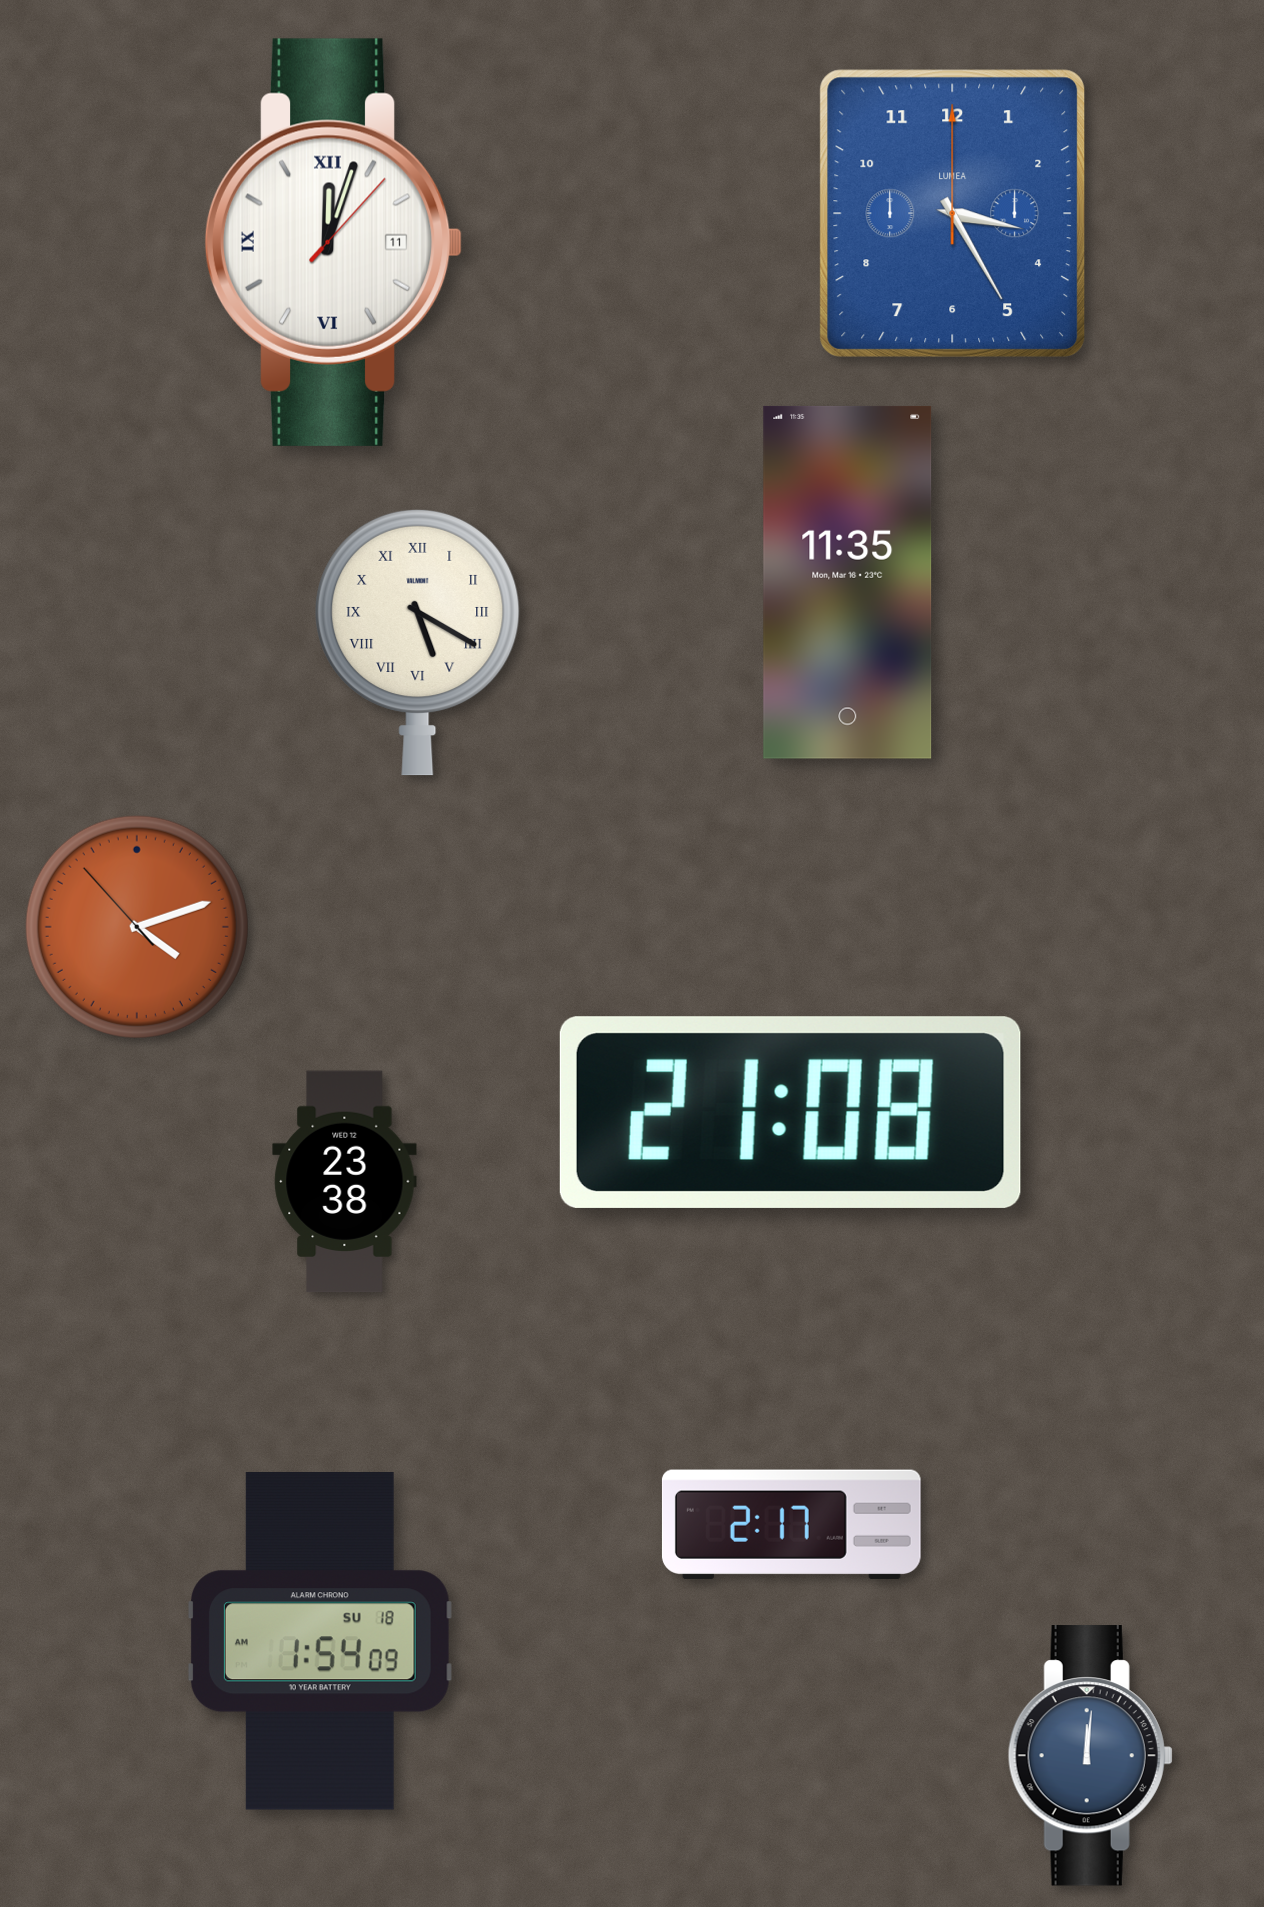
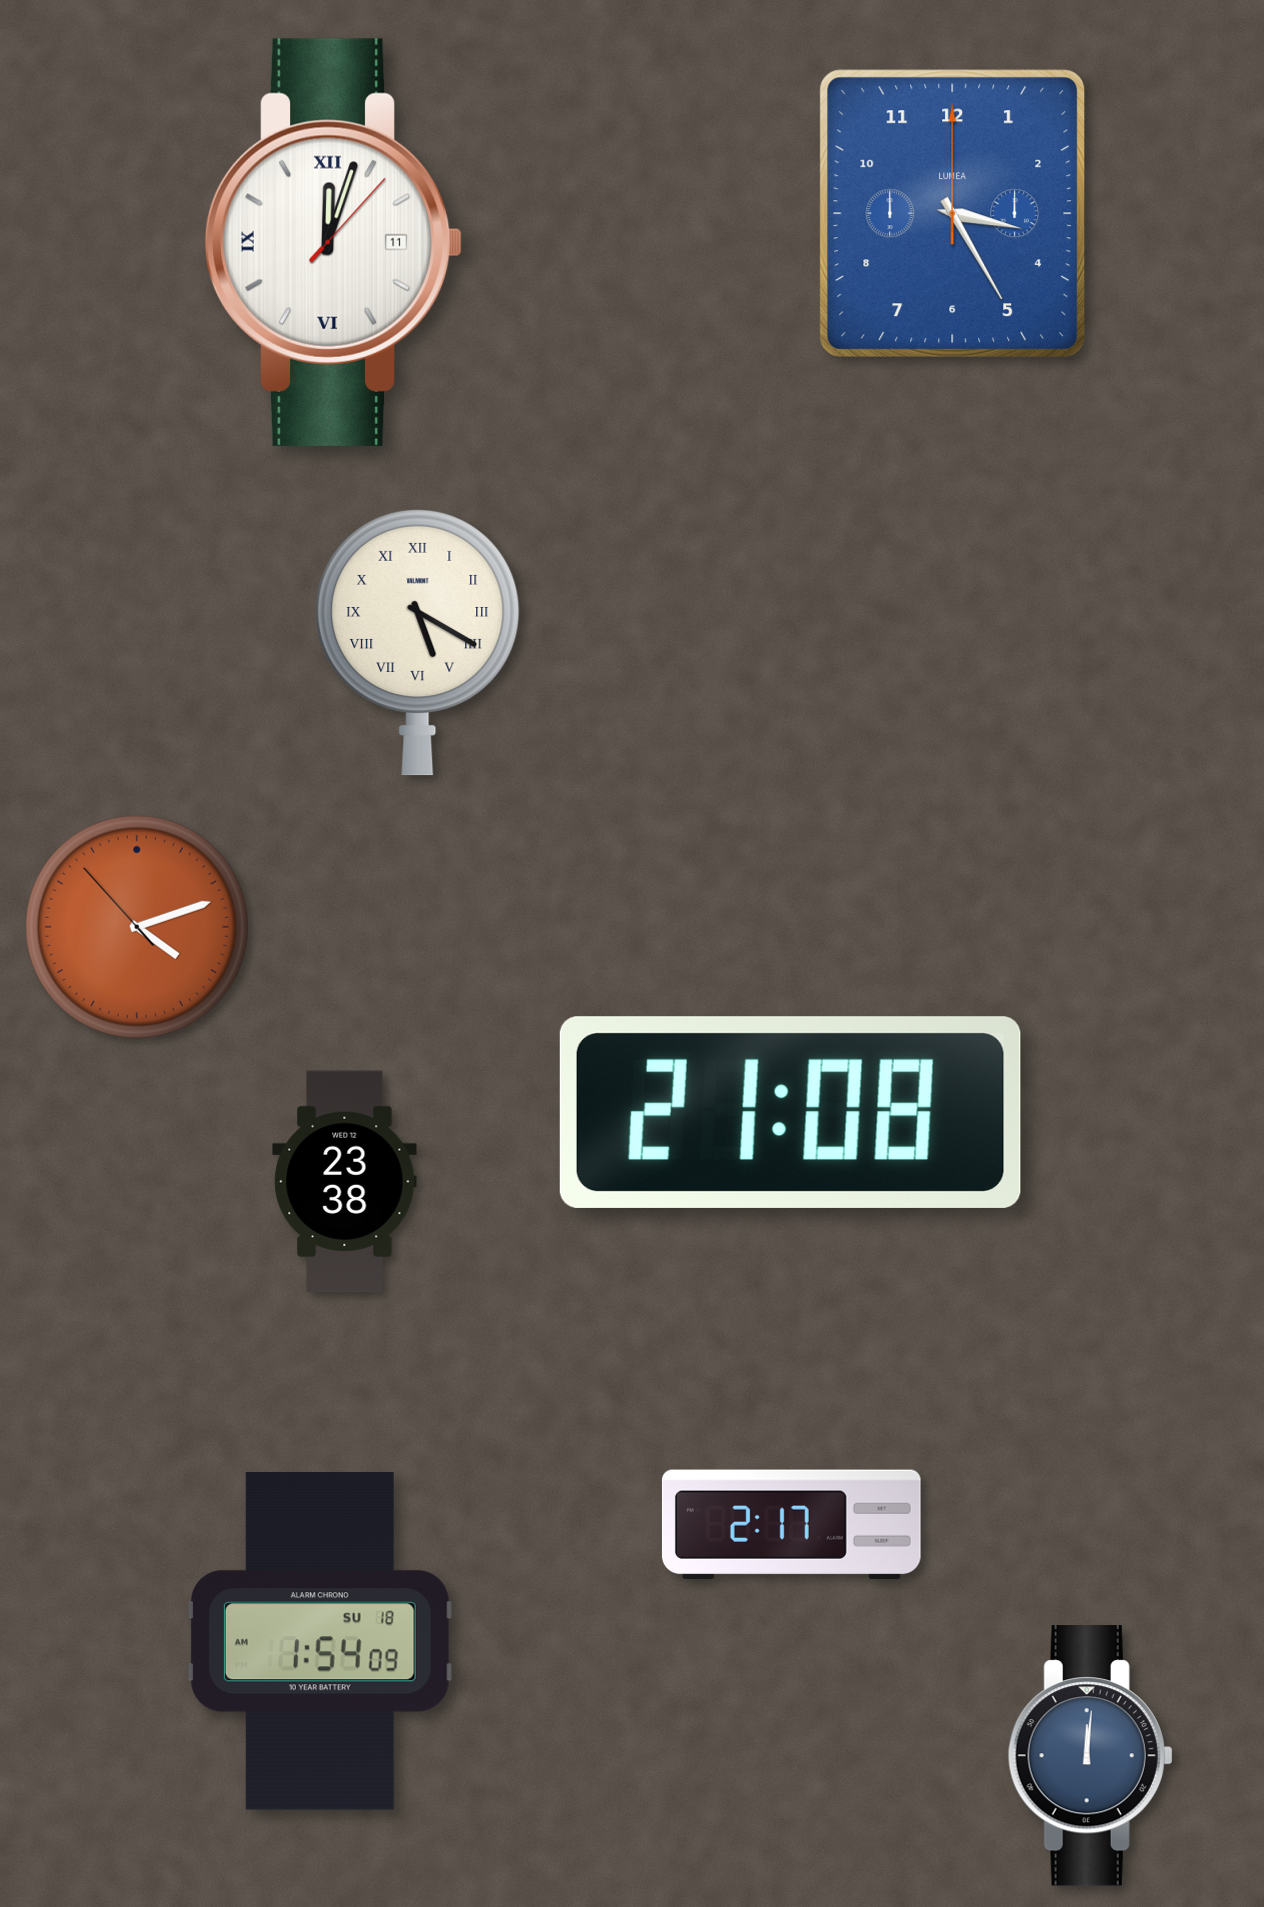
clock at (848, 582): 11:35 -> none
